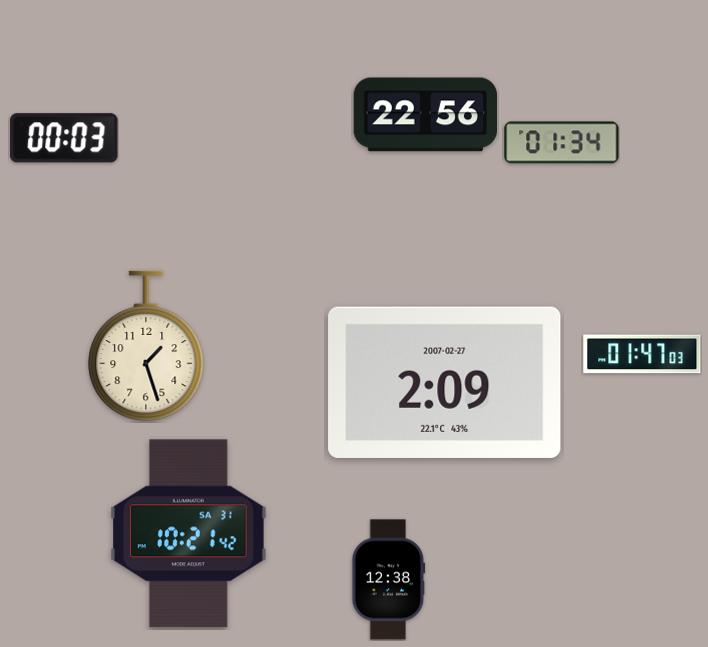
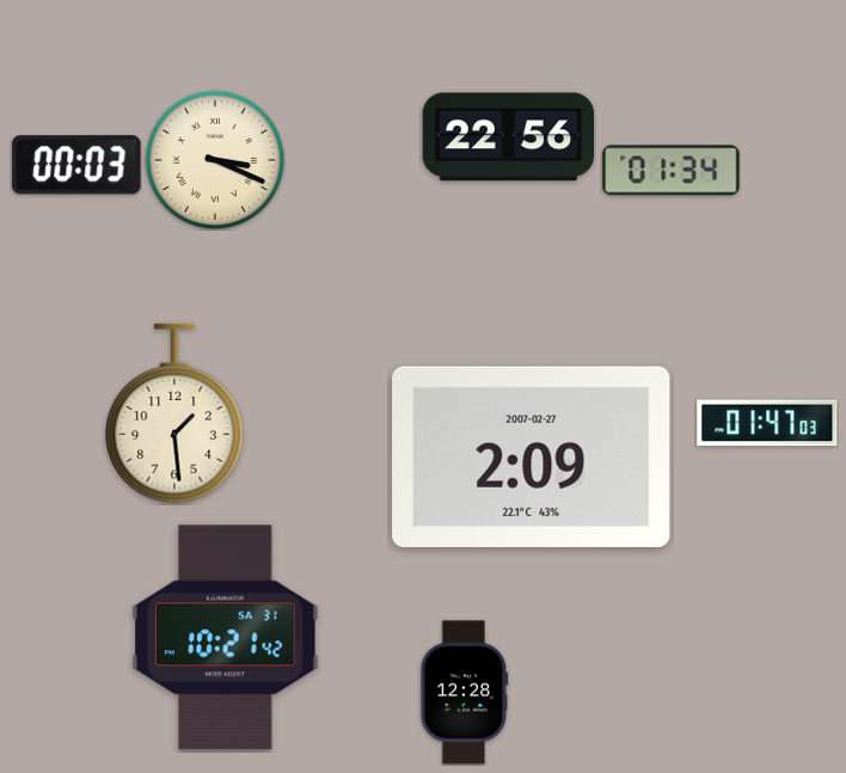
clock at (215, 160): none -> 3:19
clock at (146, 346): 1:27 -> 1:29
clock at (389, 580): 12:38 -> 12:28
